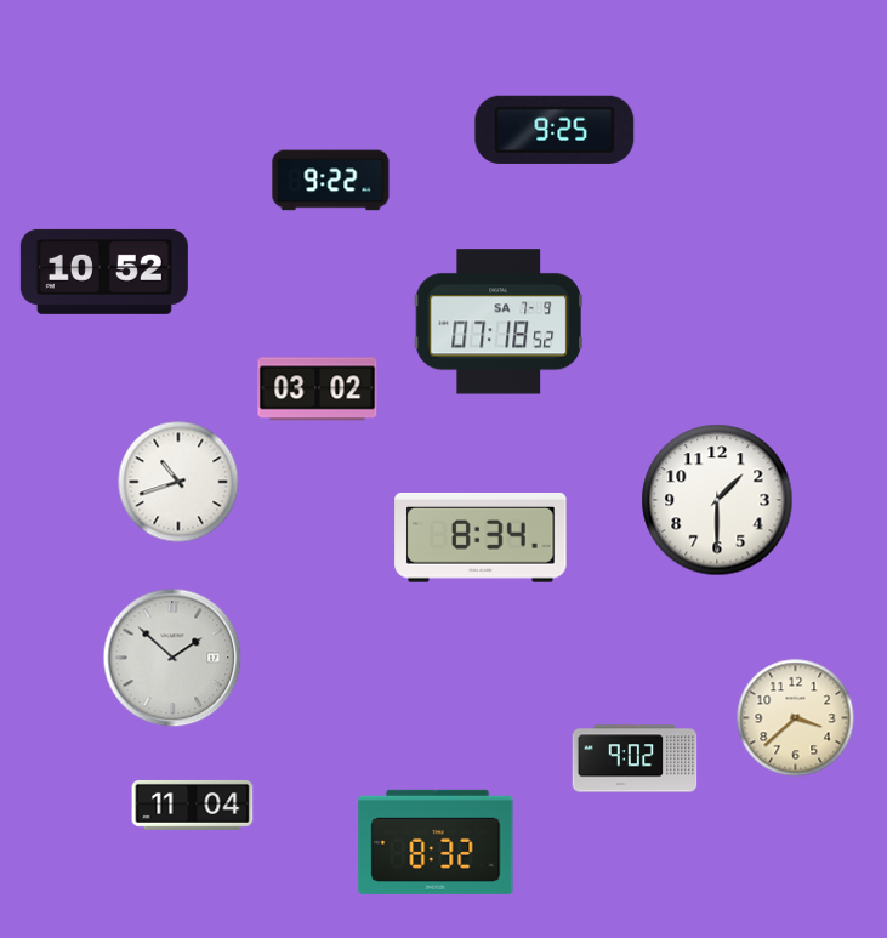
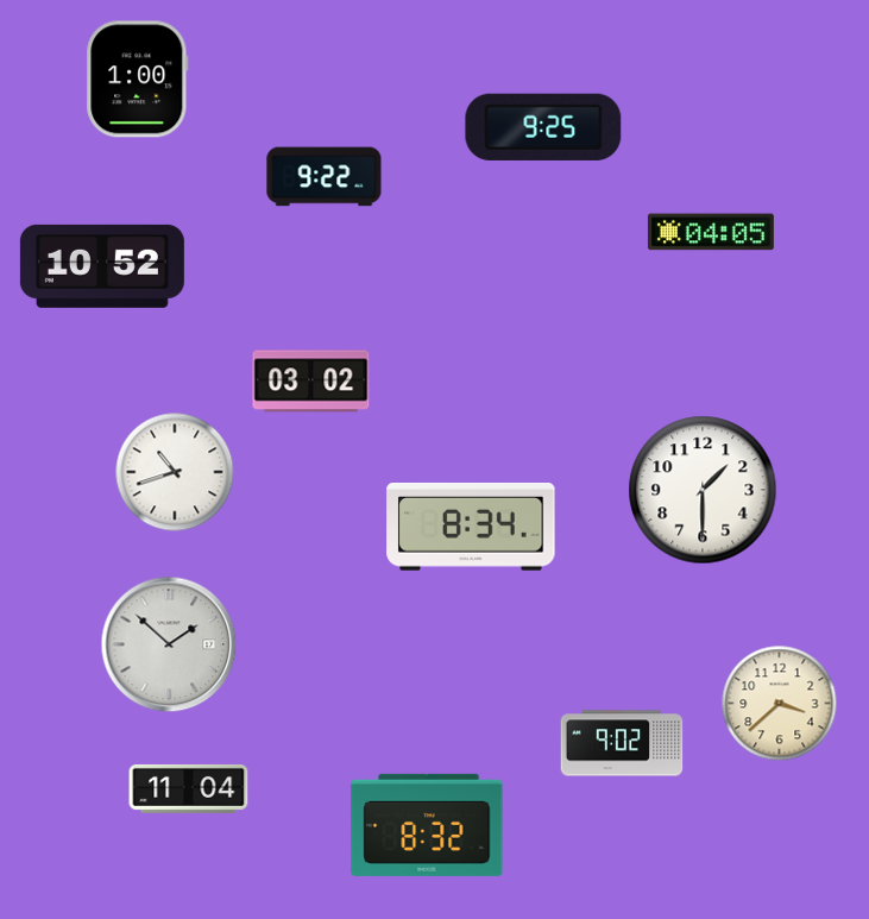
clock at (138, 80): none -> 1:00
clock at (711, 232): none -> 04:05
clock at (499, 322): 07:18 -> none
